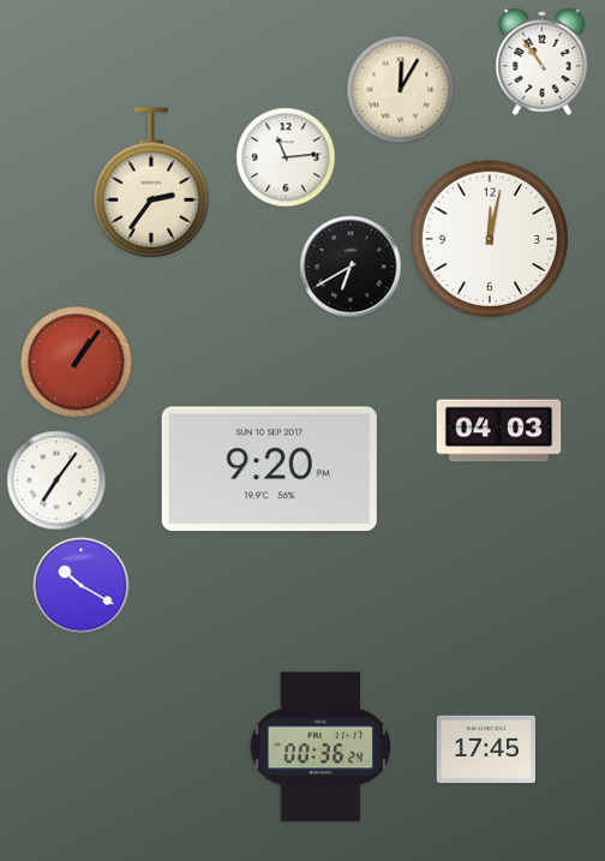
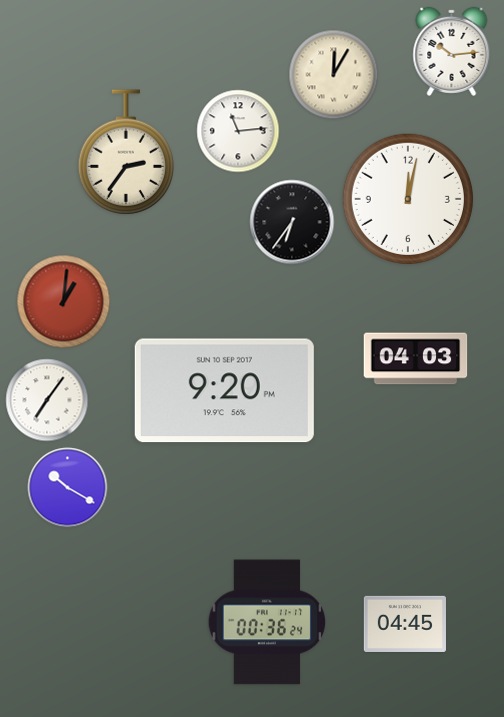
clock at (543, 61): 10:54 -> 10:14
clock at (351, 267): 6:40 -> 6:36
clock at (77, 363): 1:06 -> 1:01
clock at (486, 749): 17:45 -> 04:45
